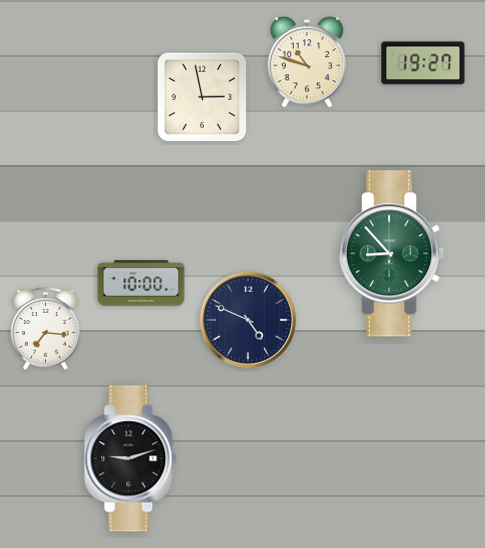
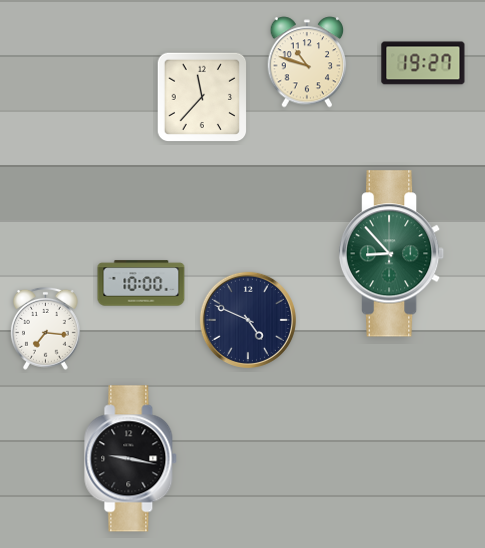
clock at (202, 97): 2:58 -> 11:37
clock at (131, 459): 9:12 -> 9:17
